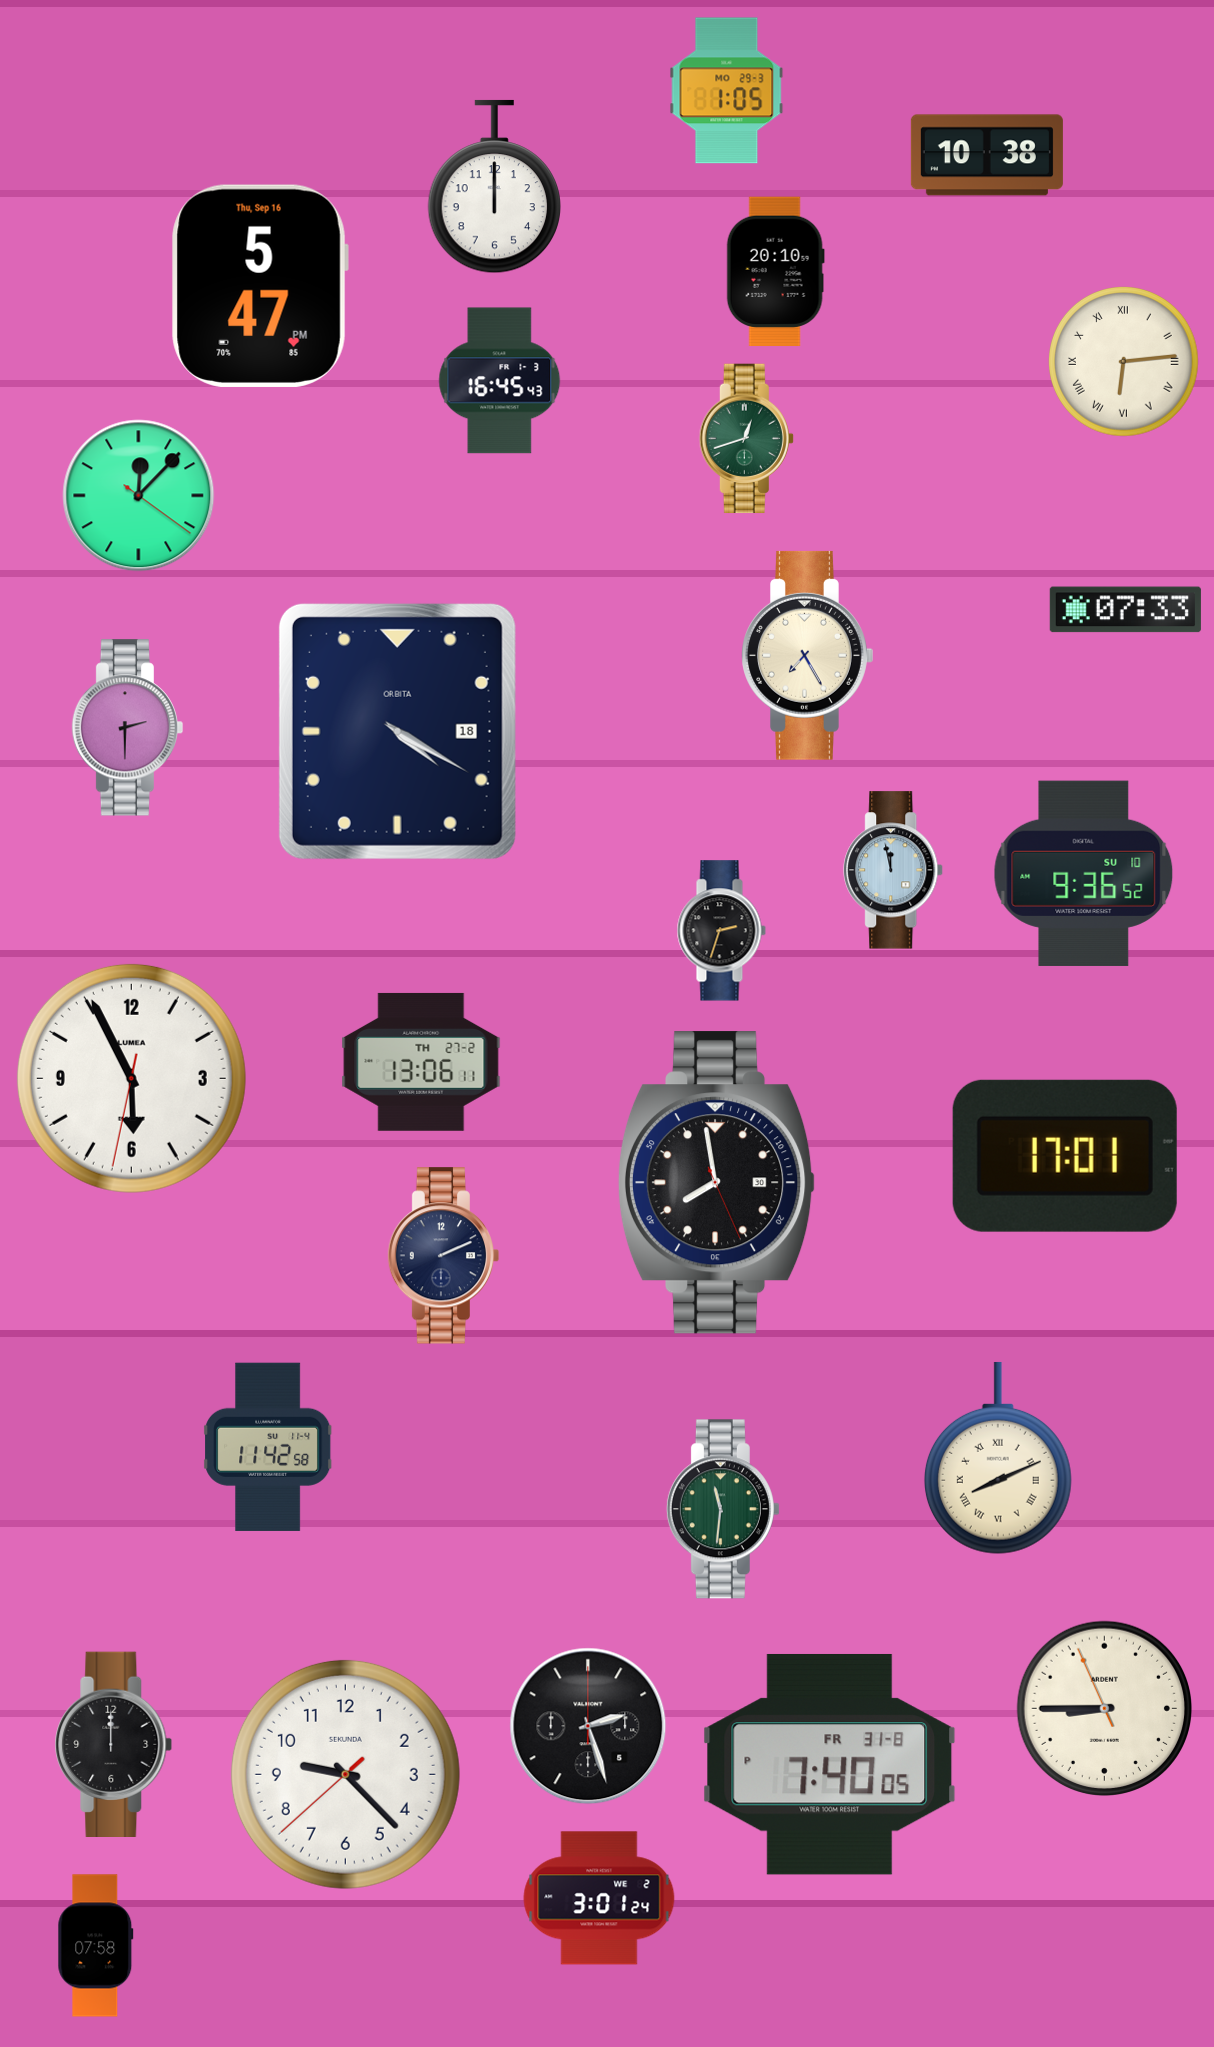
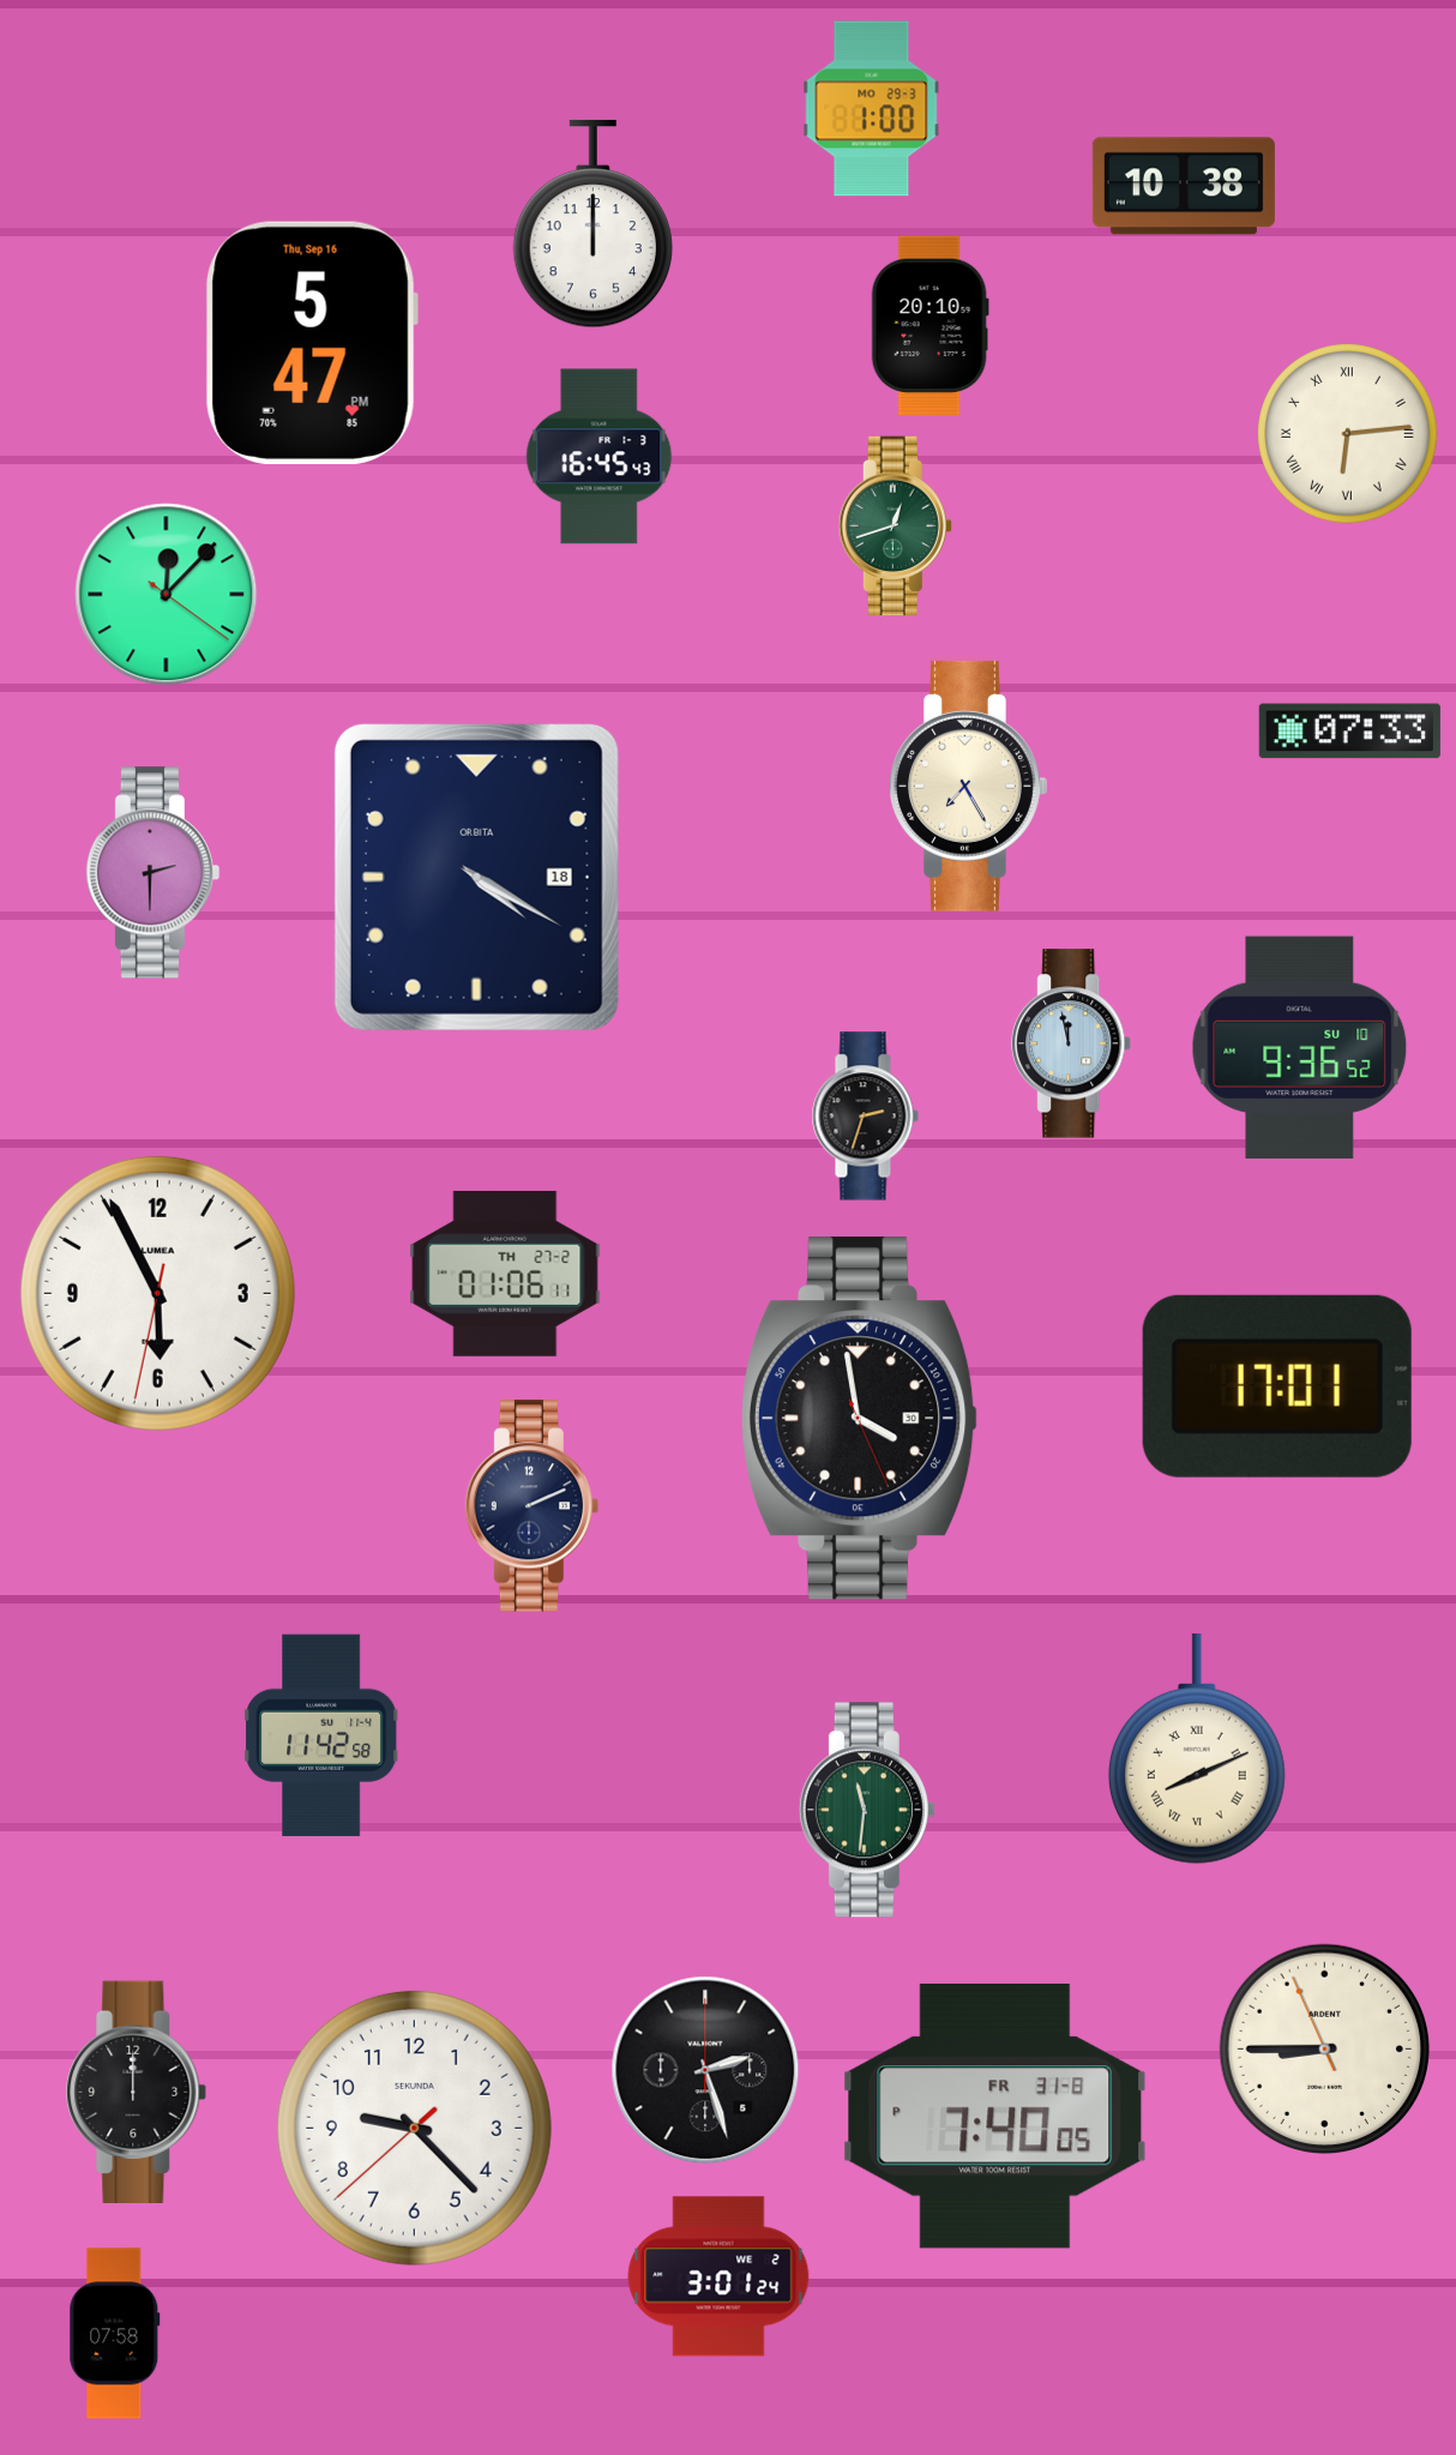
clock at (727, 91): 1:05 -> 1:00
clock at (421, 1062): 13:06 -> 01:06
clock at (717, 1183): 7:58 -> 3:58
